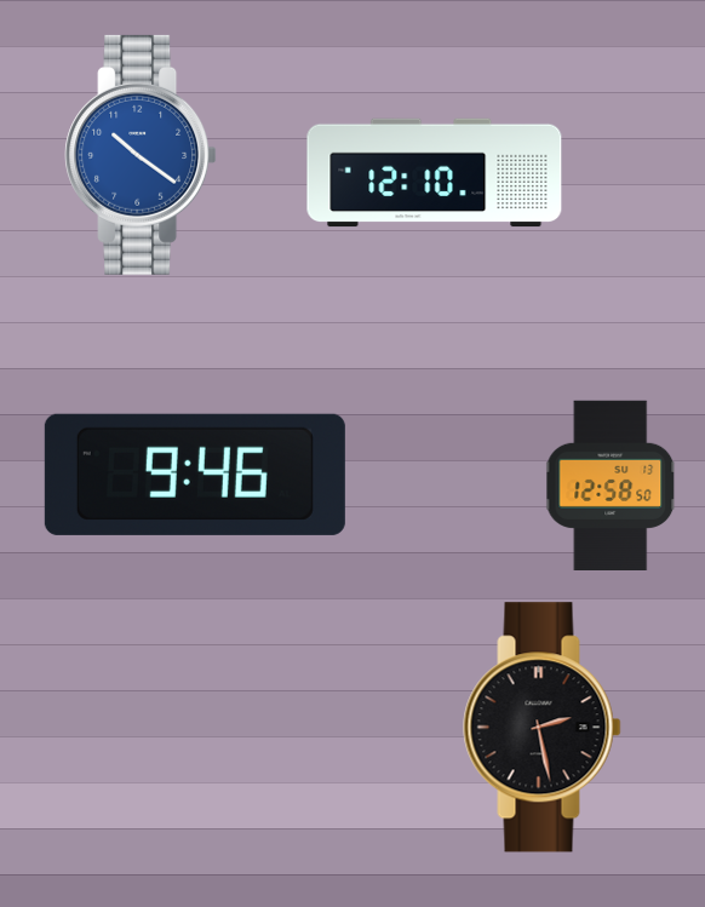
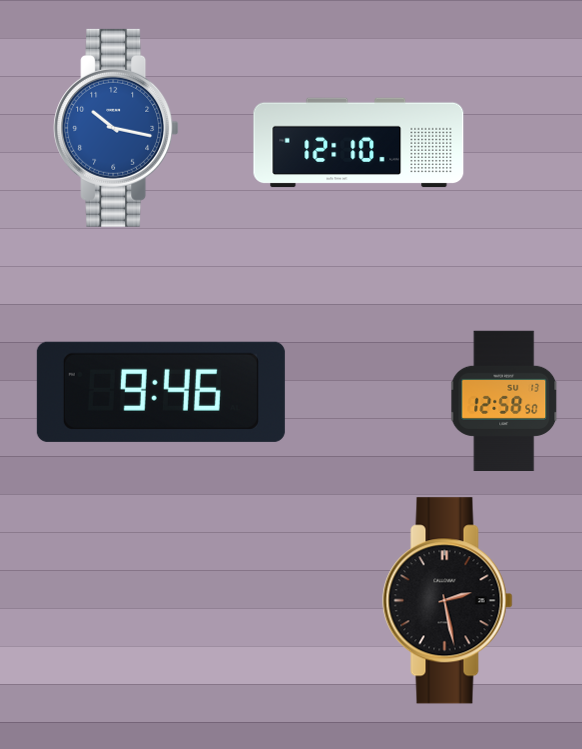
clock at (141, 155): 10:21 -> 10:17
